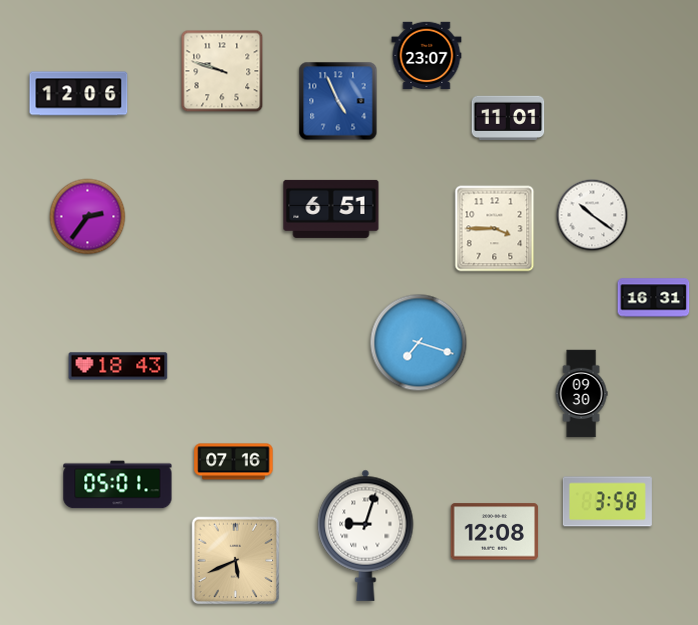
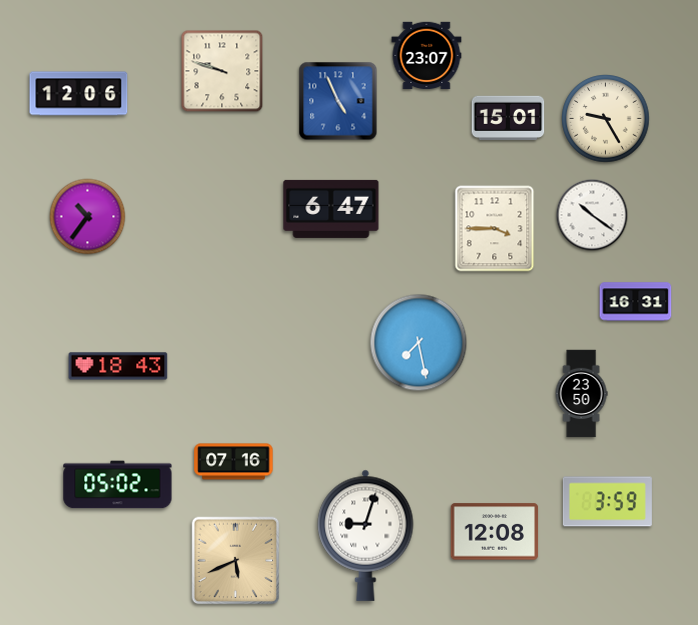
clock at (508, 117): 11:01 -> 15:01
clock at (606, 119): none -> 9:25
clock at (331, 209): 6:51 -> 6:47
clock at (88, 217): 2:36 -> 10:36
clock at (654, 298) position: (654, 298) -> (636, 302)
clock at (419, 343): 7:18 -> 7:28
clock at (581, 394): 09:30 -> 23:50
clock at (118, 485): 05:01 -> 05:02
clock at (607, 502): 3:58 -> 3:59
